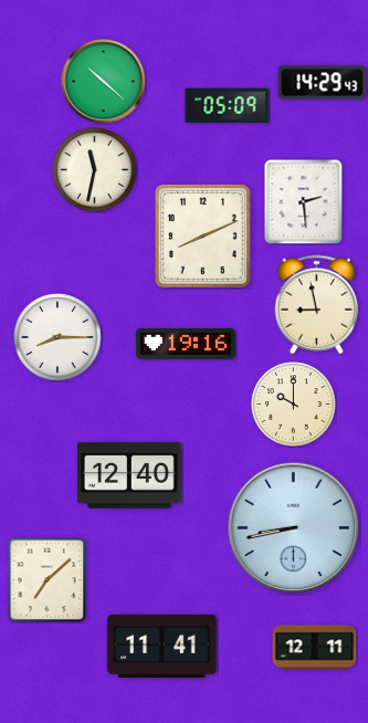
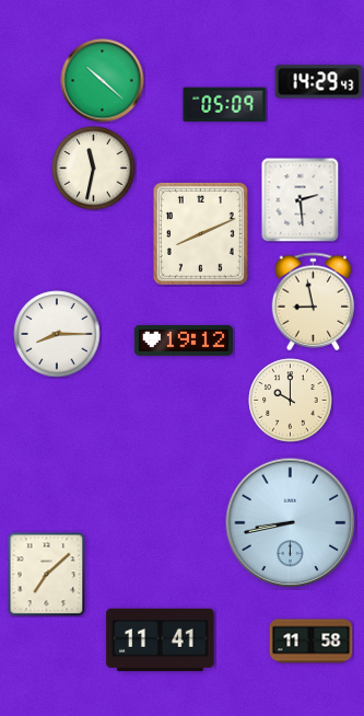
clock at (186, 344): 19:16 -> 19:12
clock at (129, 475): 12:40 -> none
clock at (315, 648): 12:11 -> 11:58
